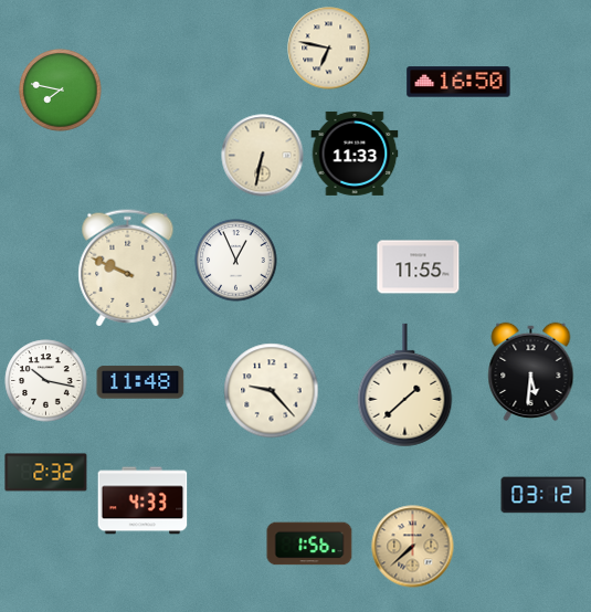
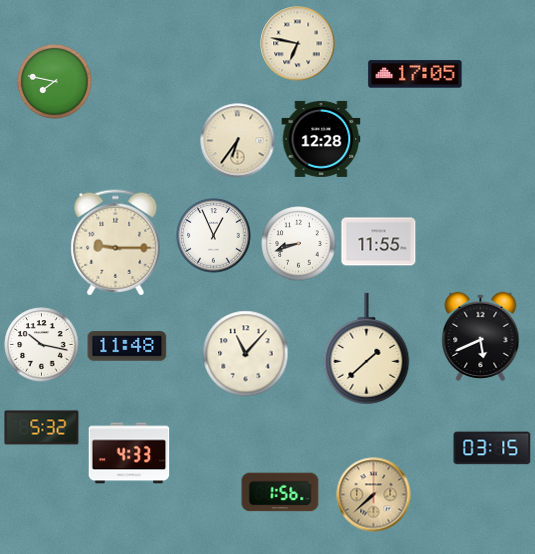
clock at (458, 82): 16:50 -> 17:05
clock at (355, 154): 11:33 -> 12:28
clock at (263, 156): 6:32 -> 6:36
clock at (128, 268): 9:49 -> 9:15
clock at (299, 244): none -> 8:42
clock at (531, 371): 5:31 -> 5:41
clock at (272, 391): 9:23 -> 11:07
clock at (46, 473): 2:32 -> 5:32
clock at (543, 495): 03:12 -> 03:15
